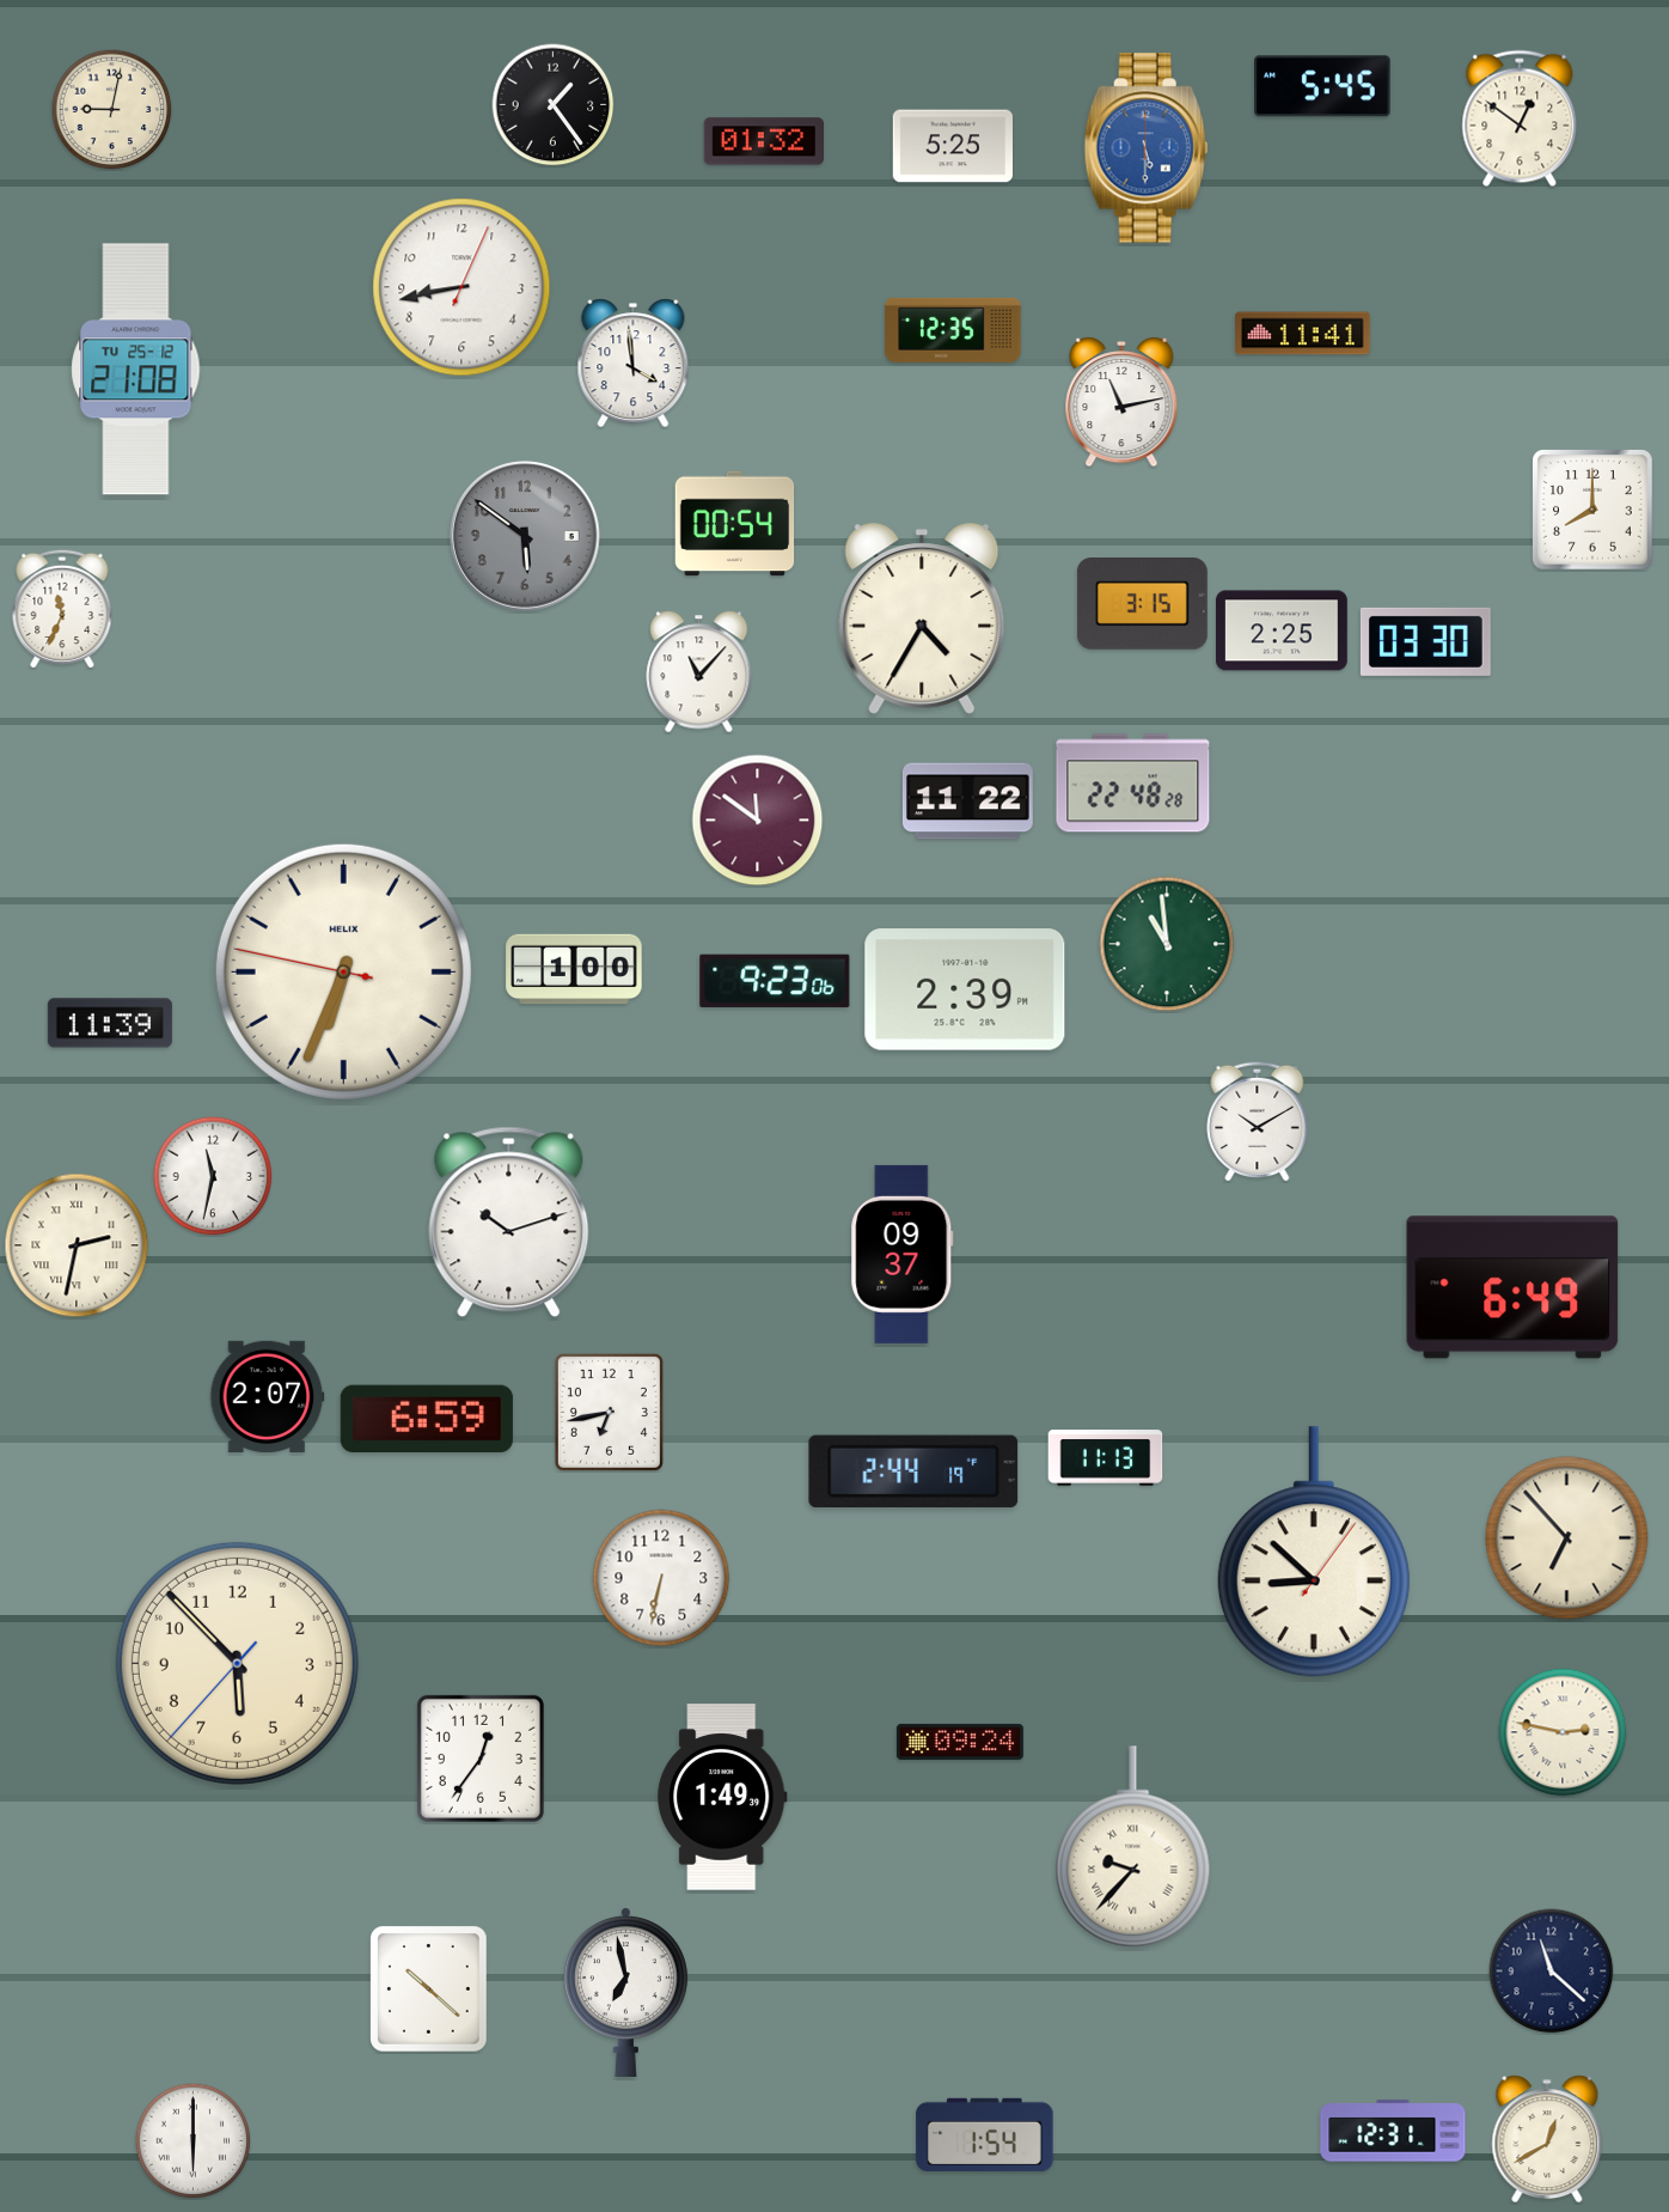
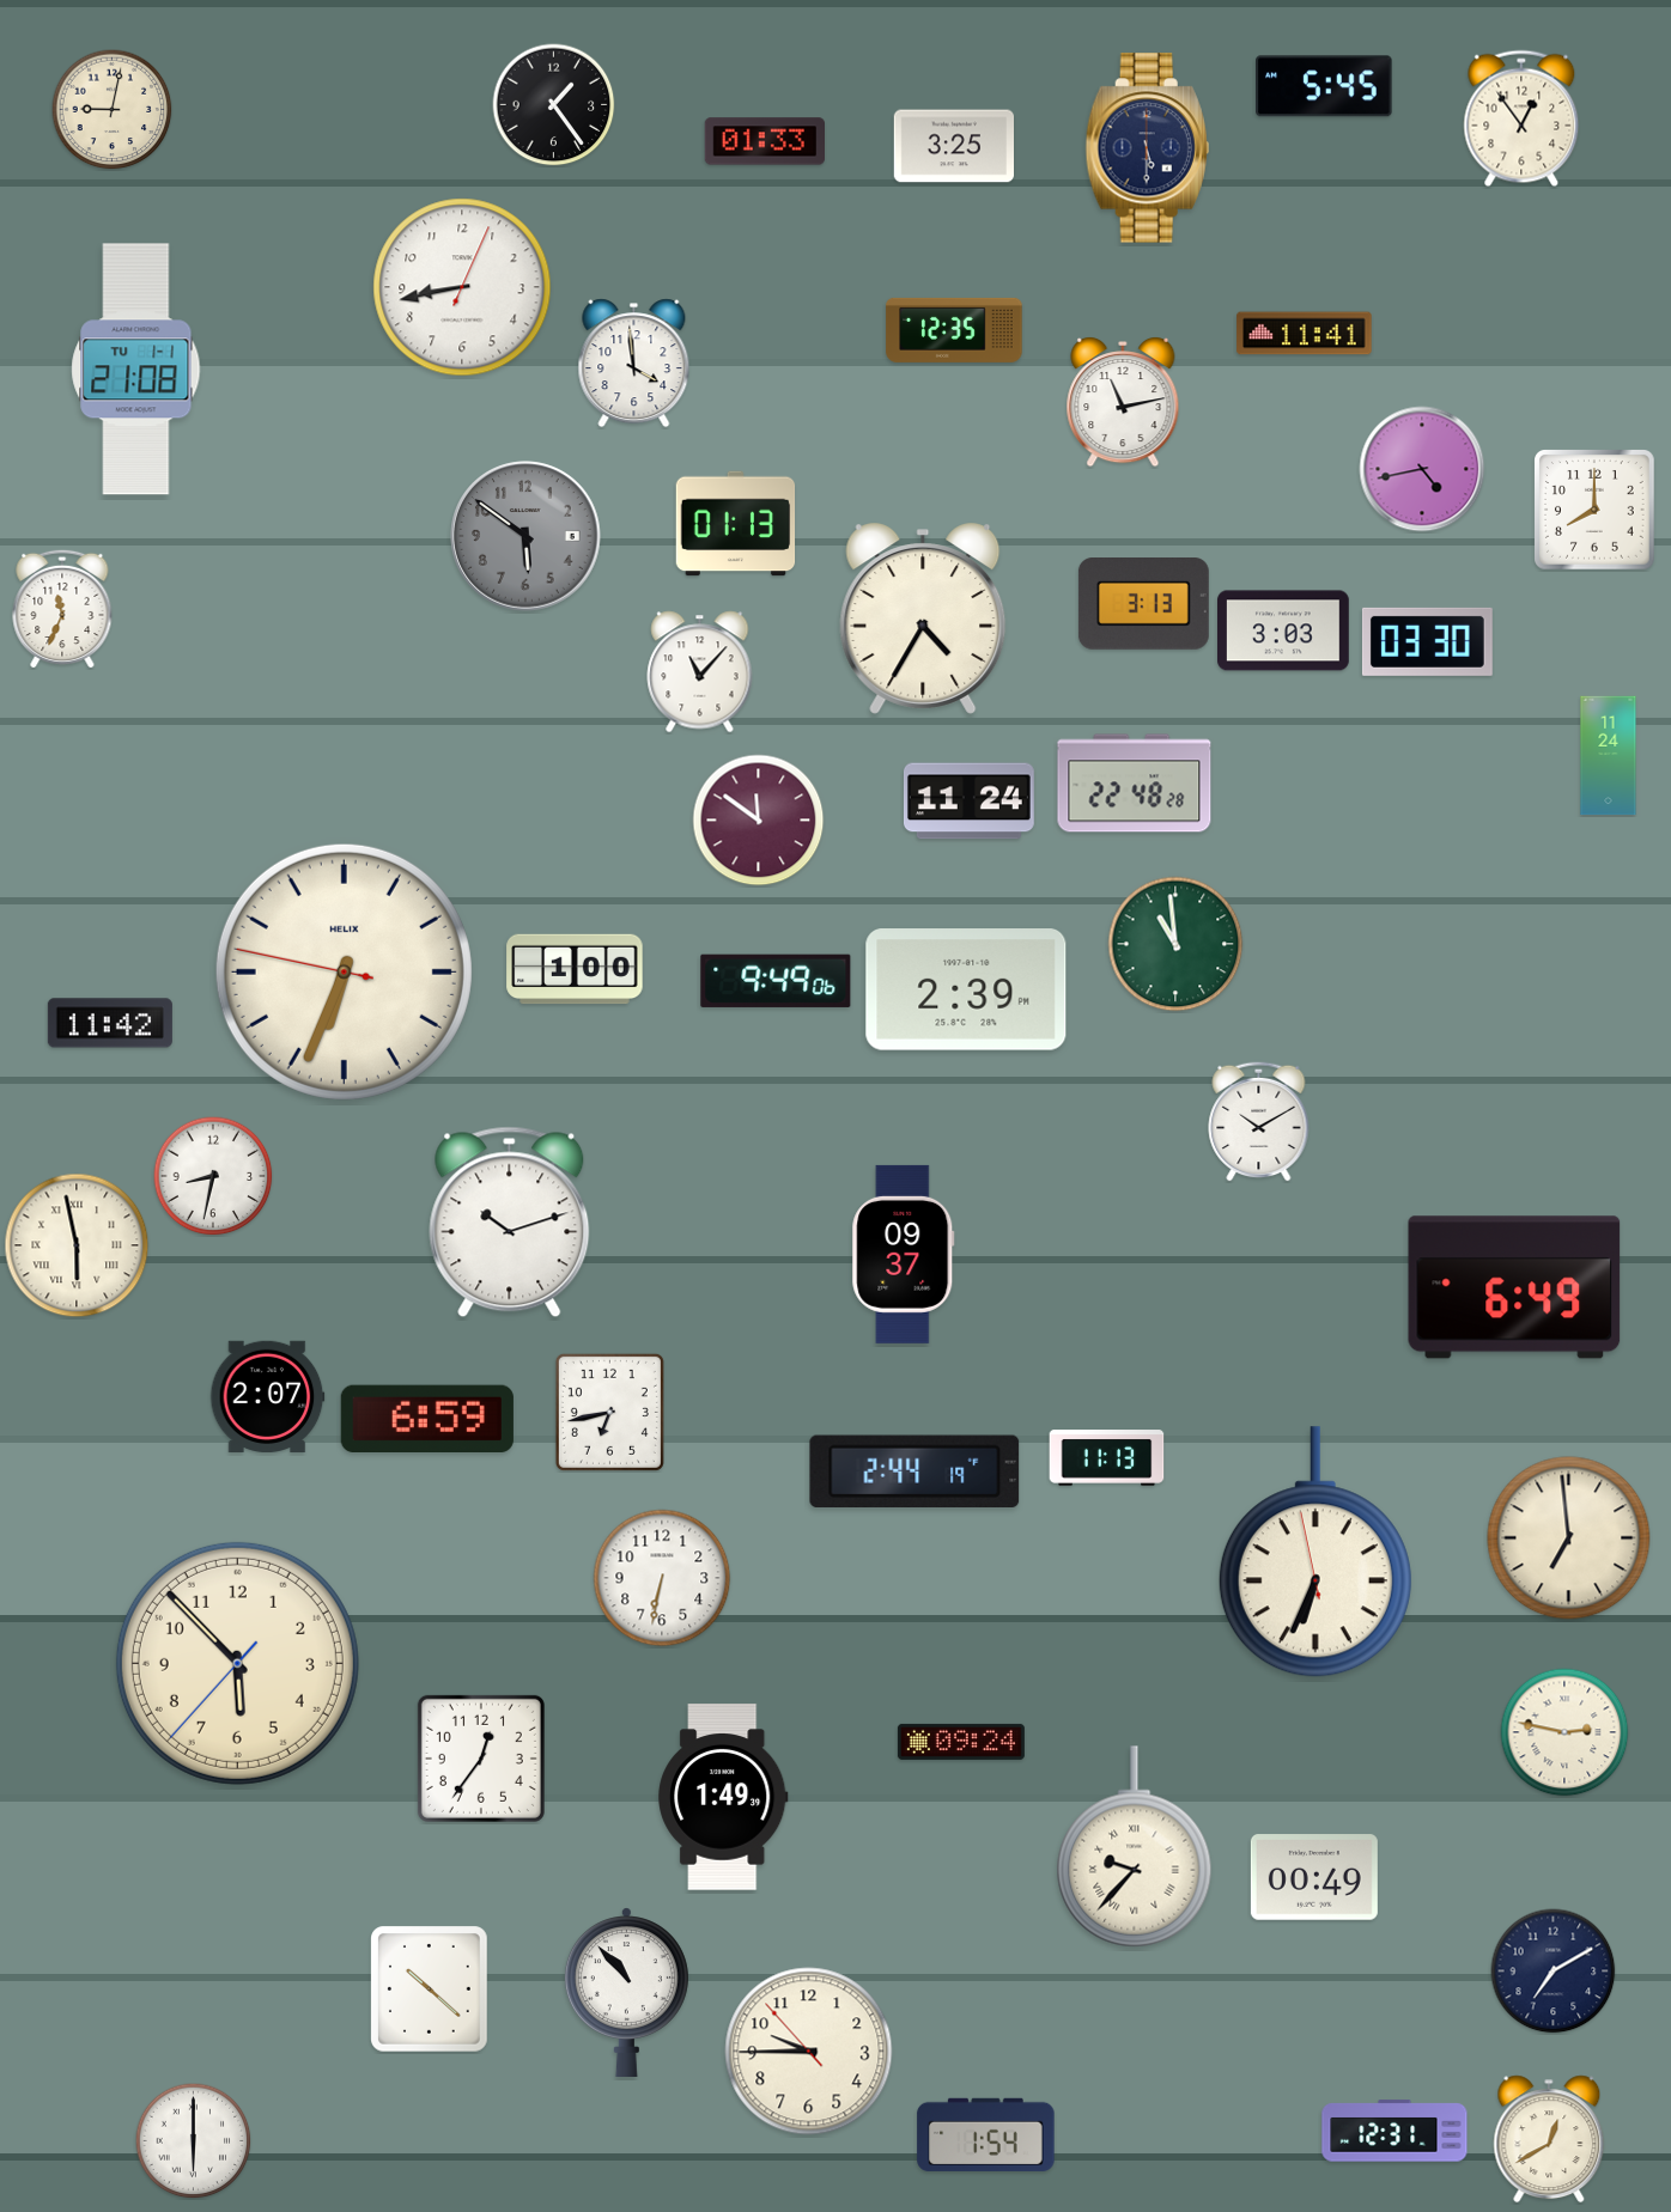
clock at (1520, 118): 12:51 -> 12:54
clock at (763, 141): 01:32 -> 01:33
clock at (952, 146): 5:25 -> 3:25
clock at (1145, 148) dial: blue -> navy
clock at (136, 370) date: TU 25-12 -> TU 1-1
clock at (1422, 469): none -> 4:43
clock at (735, 524): 00:54 -> 01:13
clock at (1142, 604): 3:15 -> 3:13
clock at (1283, 630): 2:25 -> 3:03
clock at (1609, 756): none -> 11:24
clock at (967, 802): 11:22 -> 11:24
clock at (1167, 944) position: (1167, 944) -> (1175, 944)
clock at (775, 981): 9:23 -> 9:49
clock at (110, 1023): 11:39 -> 11:42
clock at (213, 1176): 11:32 -> 8:32
clock at (77, 1245): 2:32 -> 5:58
clock at (1567, 1538): 6:53 -> 6:59
clock at (1314, 1552): 8:52 -> 6:33
clock at (1314, 1877): none -> 00:49
clock at (1552, 1972): 11:22 -> 7:10
clock at (625, 1992): 6:58 -> 10:53
clock at (809, 2052): none -> 9:44
